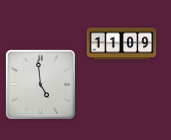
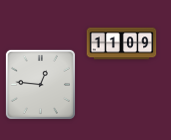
clock at (40, 84): 4:59 -> 12:46
